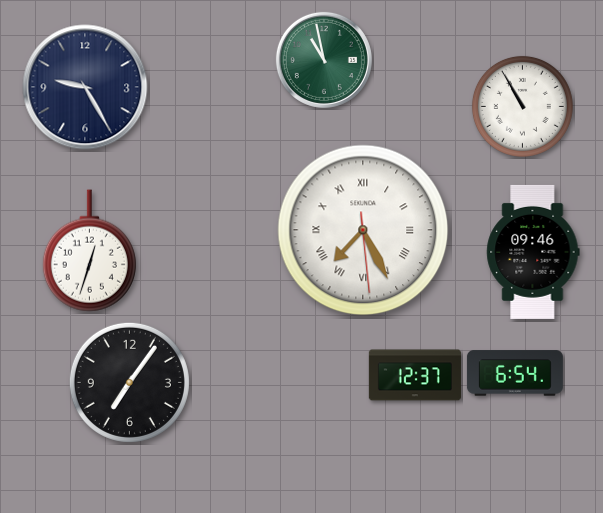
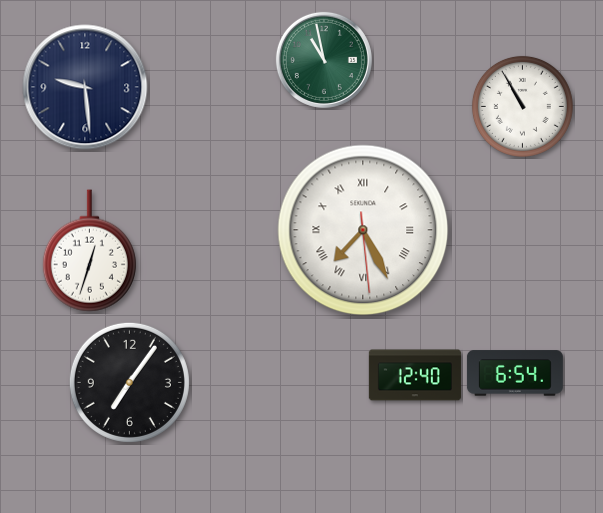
clock at (85, 87): 9:25 -> 9:29
clock at (533, 252): 09:46 -> none
clock at (415, 375): 12:37 -> 12:40
